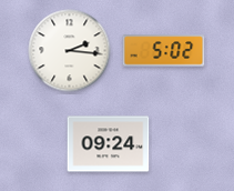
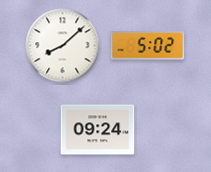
clock at (70, 51): 2:16 -> 8:08
